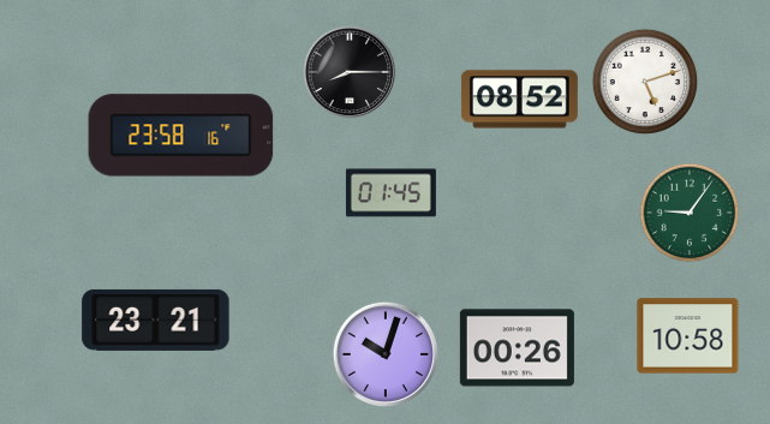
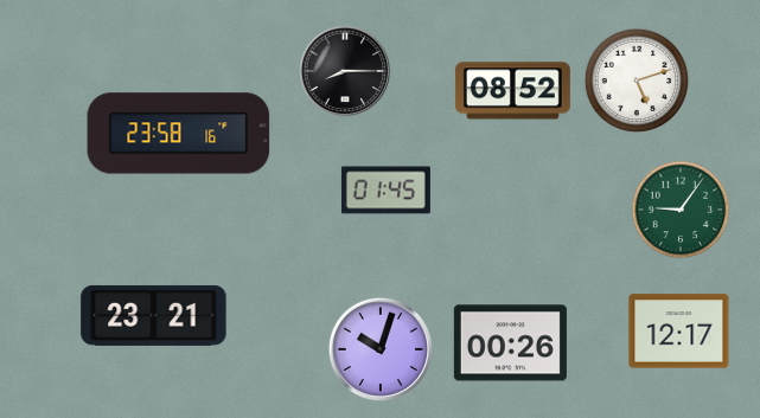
clock at (519, 100) position: (519, 100) -> (512, 91)
clock at (688, 336): 10:58 -> 12:17
